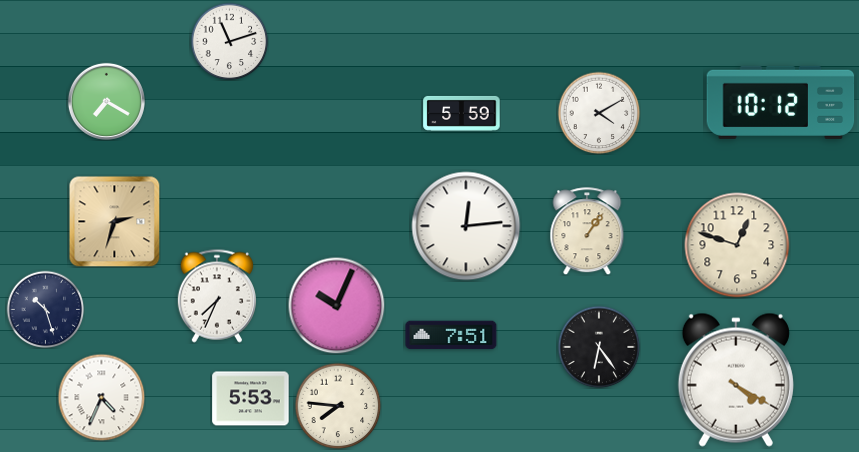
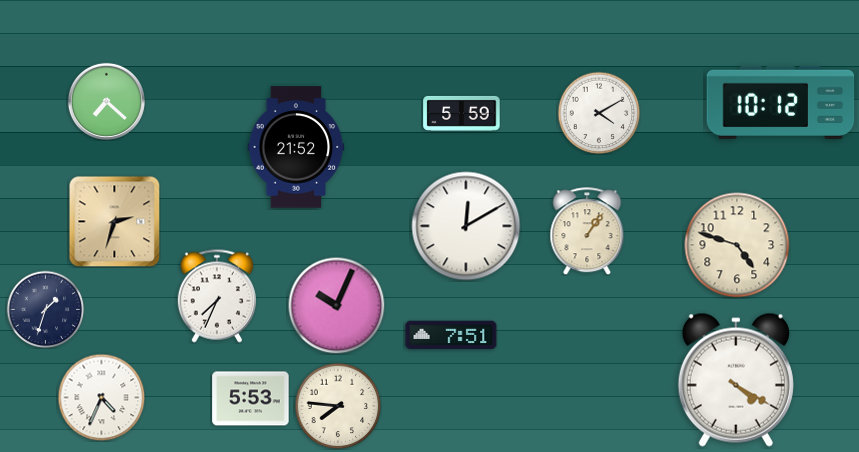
clock at (229, 41): 11:12 -> none
clock at (106, 101): 7:20 -> 7:22
clock at (296, 147): none -> 21:52
clock at (466, 226): 12:14 -> 12:10
clock at (737, 245): 12:48 -> 4:48
clock at (45, 309): 10:27 -> 1:33
clock at (599, 347): 6:24 -> none
